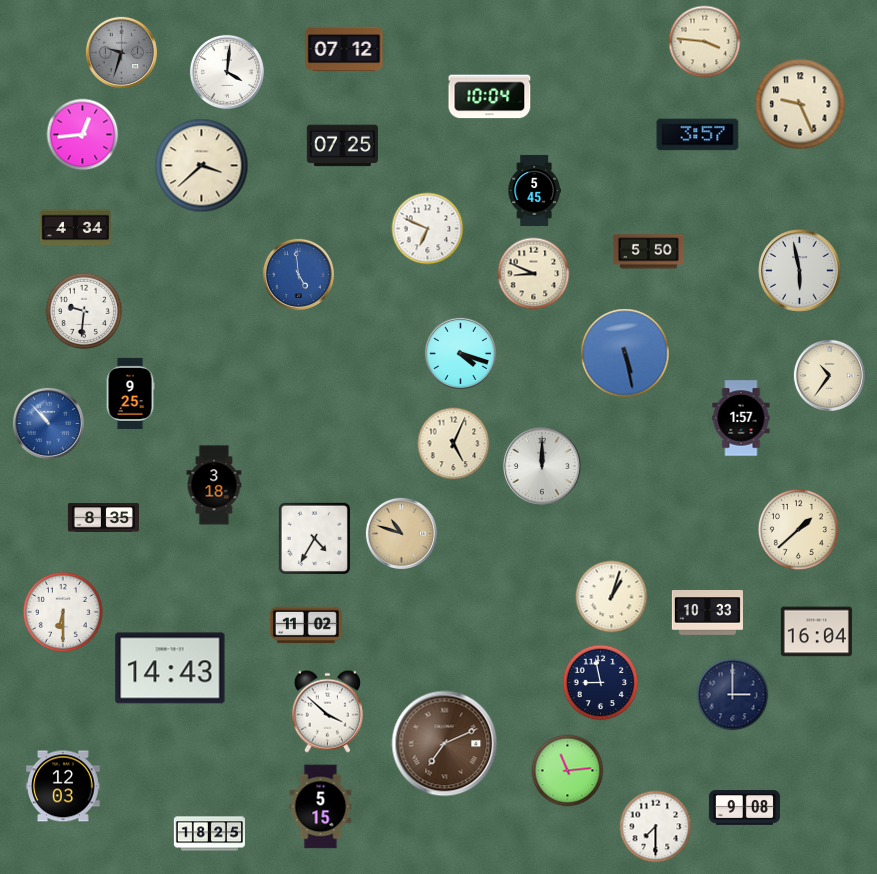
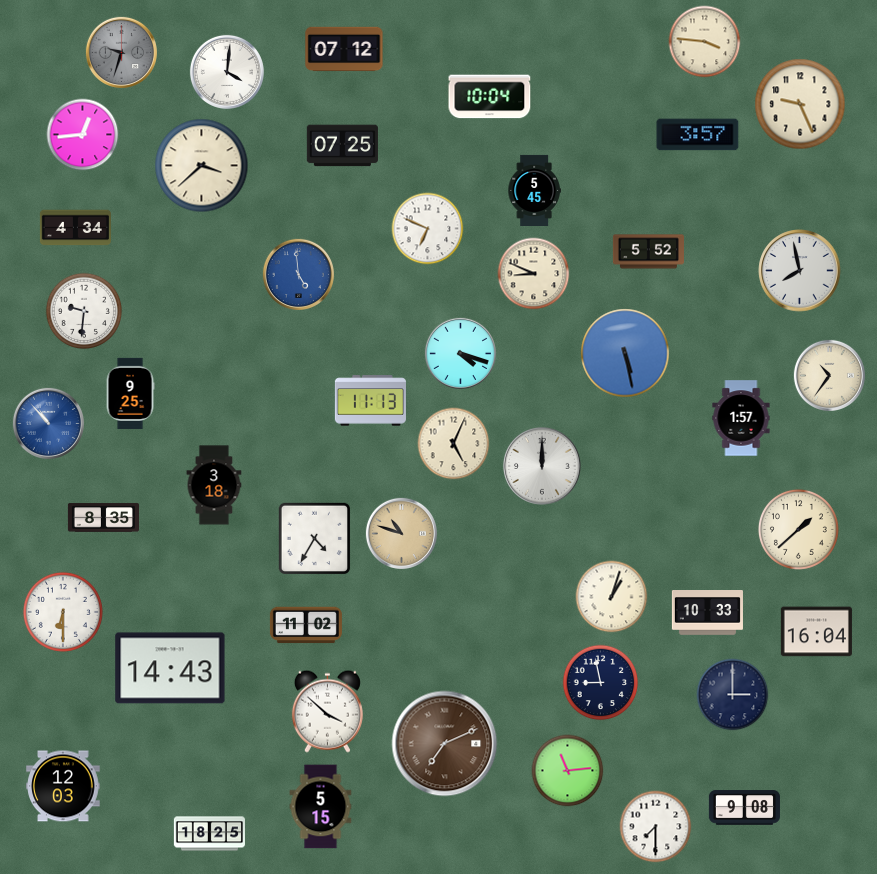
clock at (648, 252): 5:50 -> 5:52
clock at (800, 271): 5:58 -> 7:58
clock at (370, 401): none -> 11:13
